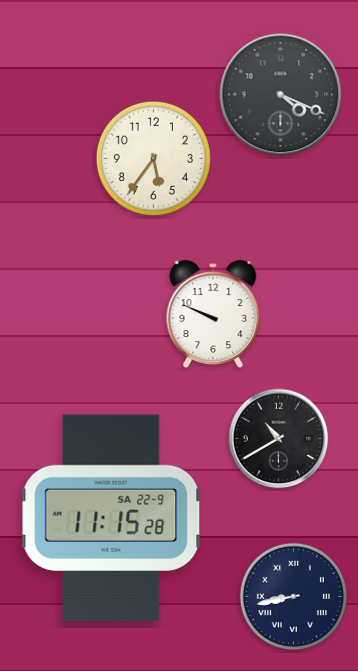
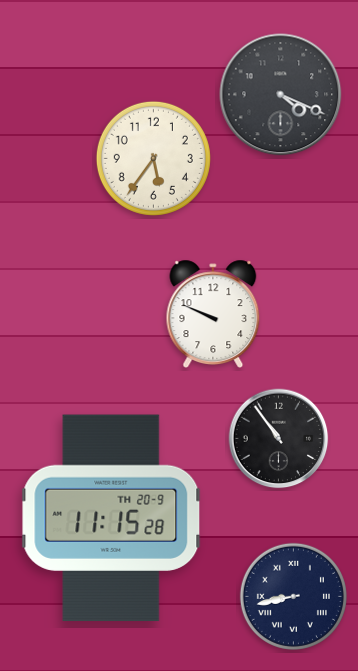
clock at (279, 439): 10:40 -> 10:54
clock at (111, 518) date: SA 22-9 -> TH 20-9
